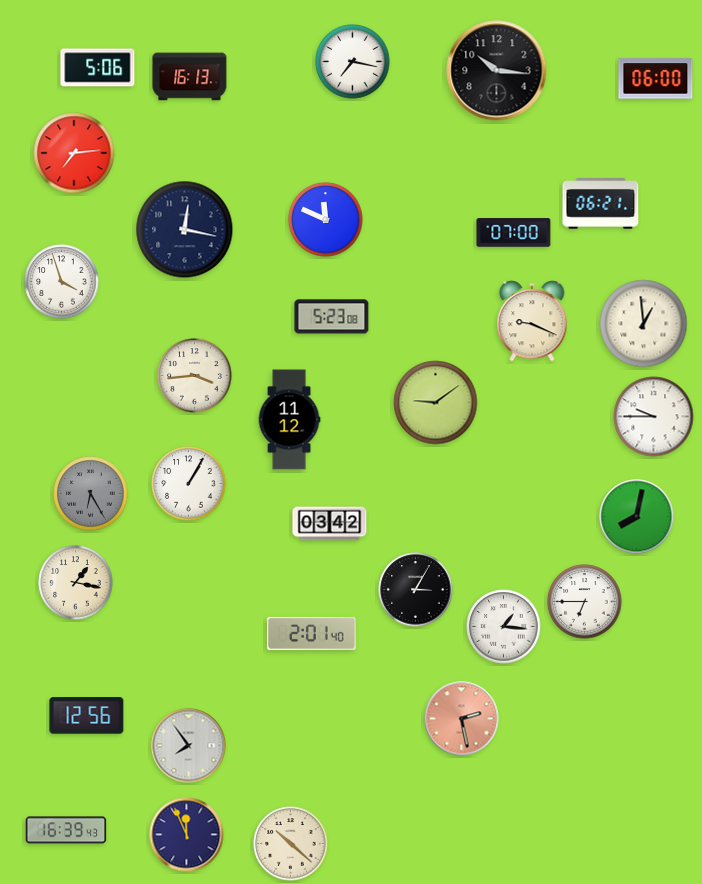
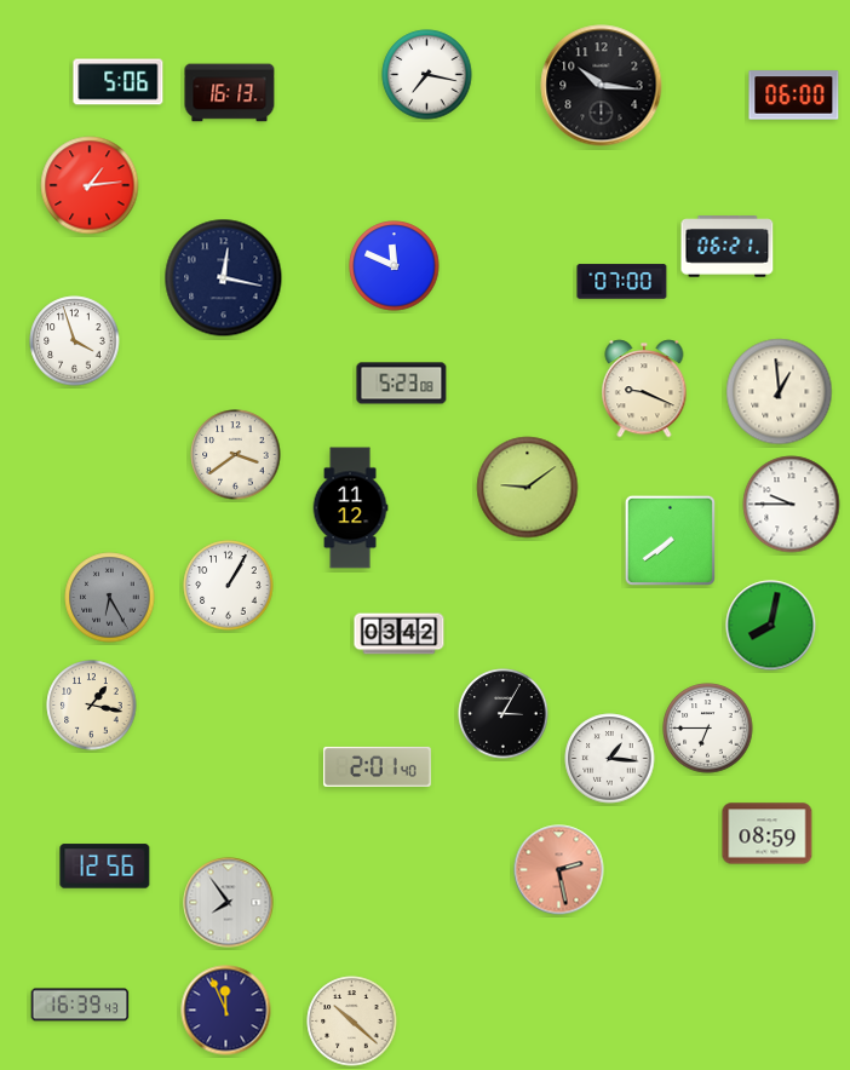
clock at (74, 153): 7:14 -> 1:14
clock at (195, 376): 3:44 -> 3:39
clock at (670, 540): none -> 7:39
clock at (768, 834): none -> 08:59
